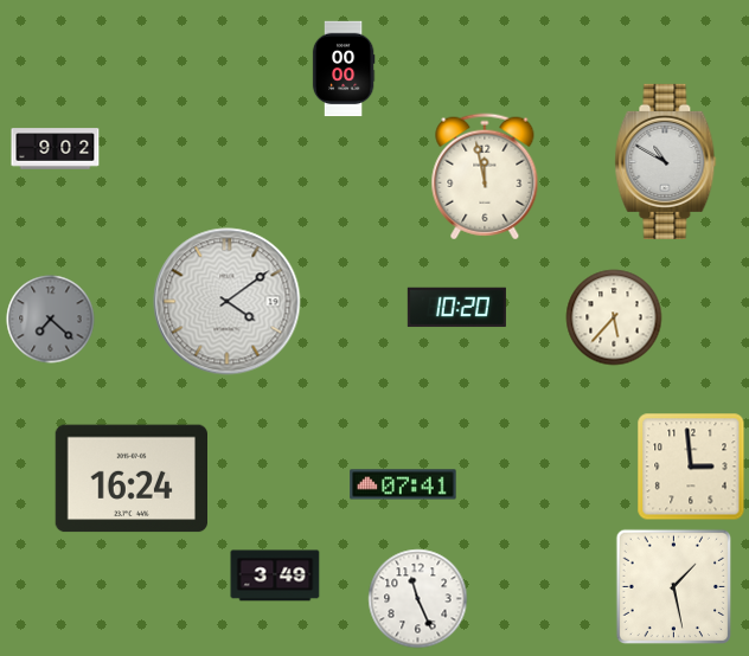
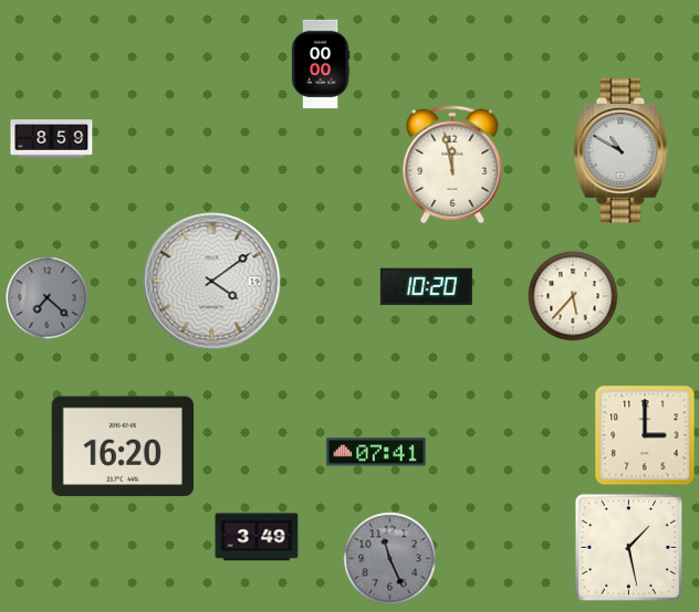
clock at (56, 149): 9:02 -> 8:59
clock at (691, 467): 2:59 -> 3:00
clock at (130, 478): 16:24 -> 16:20
clock at (418, 599) dial: white -> grey
